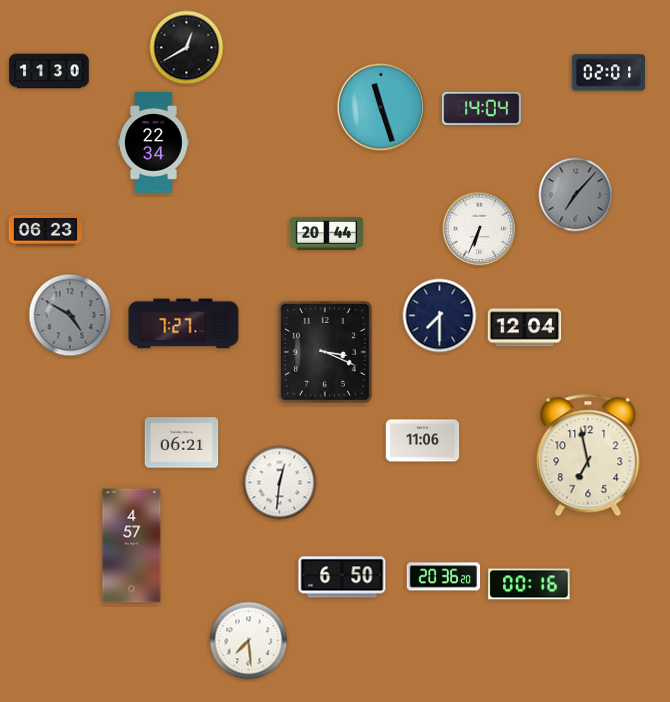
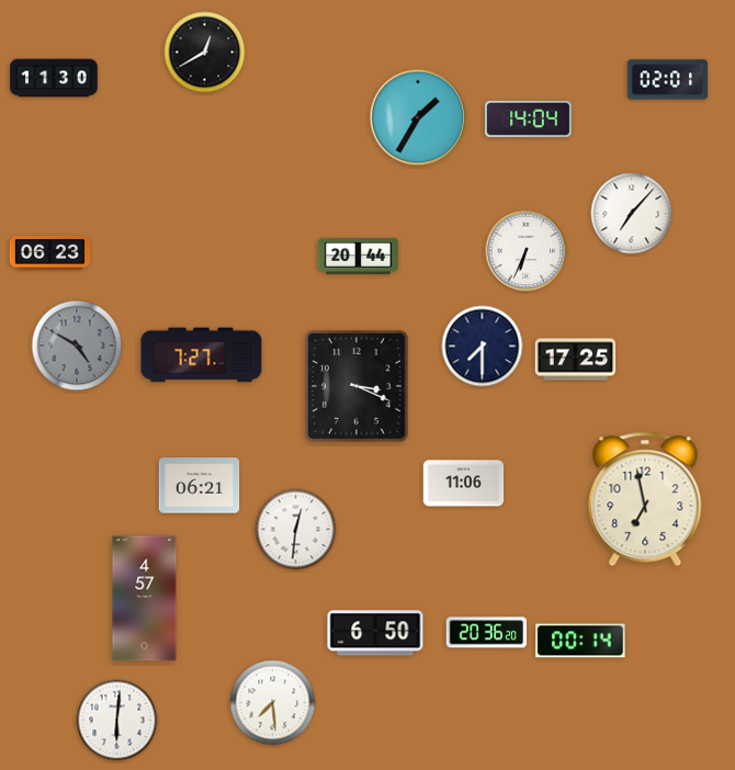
clock at (381, 107): 11:27 -> 1:35
clock at (154, 143): 22:34 -> none
clock at (576, 195) dial: grey -> white
clock at (525, 328): 12:04 -> 17:25
clock at (280, 483) position: (280, 483) -> (296, 530)
clock at (529, 584): 00:16 -> 00:14
clock at (117, 721): none -> 6:01
